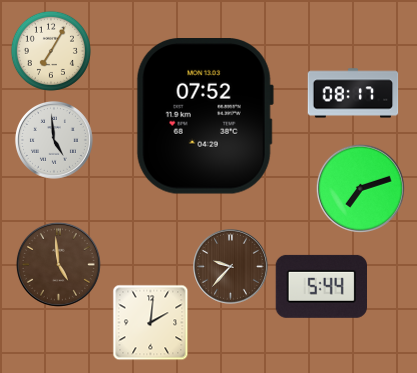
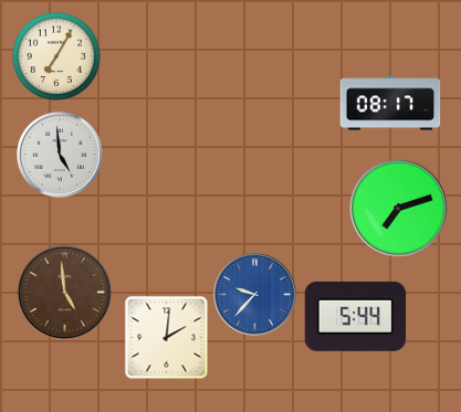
clock at (205, 117): 07:52 -> none
clock at (231, 267) dial: brown -> blue
clock at (151, 323) position: (151, 323) -> (167, 338)
